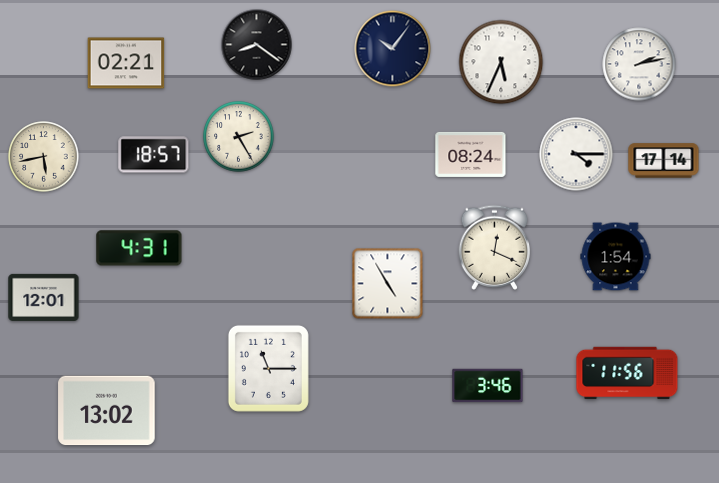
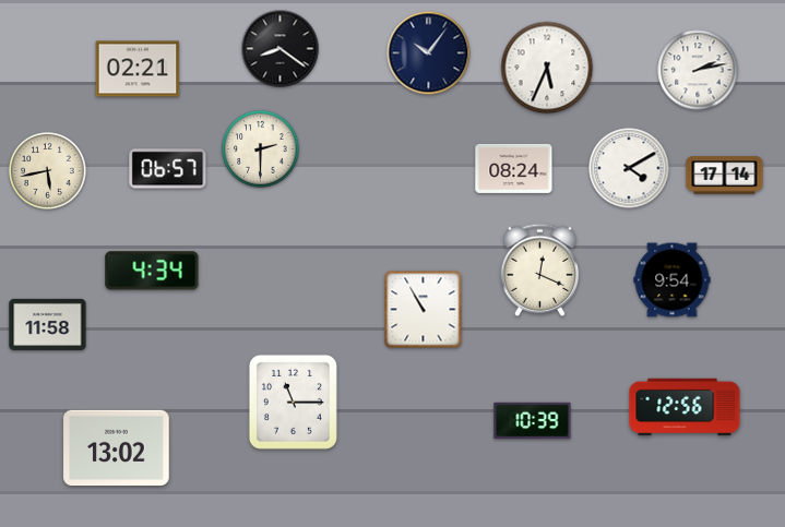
clock at (239, 137): 2:25 -> 2:30
clock at (576, 154): 4:15 -> 4:10
clock at (154, 155): 18:57 -> 06:57
clock at (139, 248): 4:31 -> 4:34
clock at (616, 257): 1:54 -> 9:54
clock at (388, 284): 4:55 -> 10:55
clock at (44, 297): 12:01 -> 11:58
clock at (627, 373): 11:56 -> 12:56
clock at (488, 386): 3:46 -> 10:39
